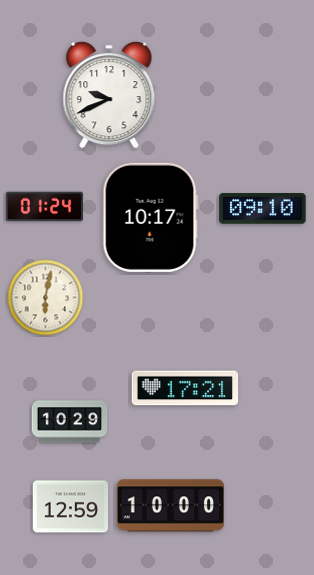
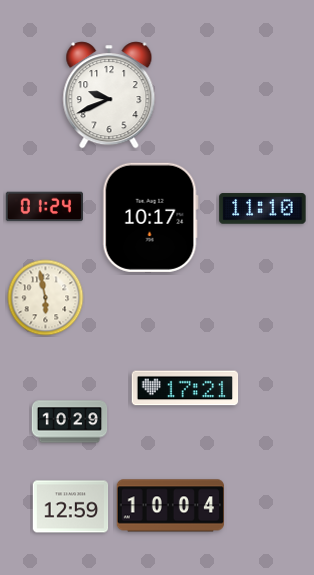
clock at (263, 209): 09:10 -> 11:10
clock at (46, 298): 6:02 -> 5:58
clock at (170, 506): 10:00 -> 10:04
